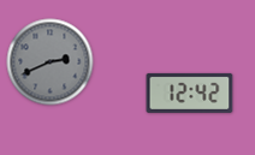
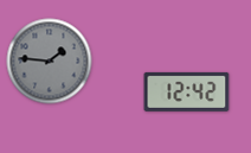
clock at (51, 62): 2:41 -> 1:46
